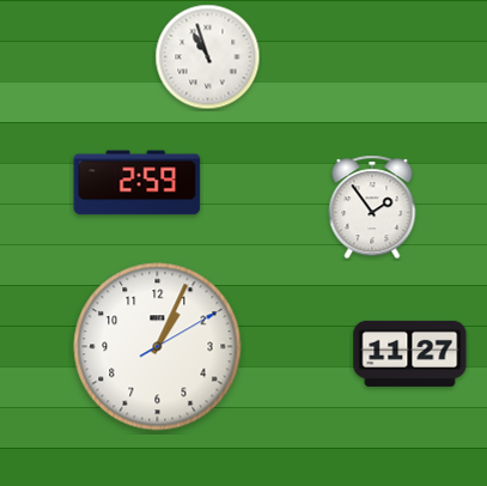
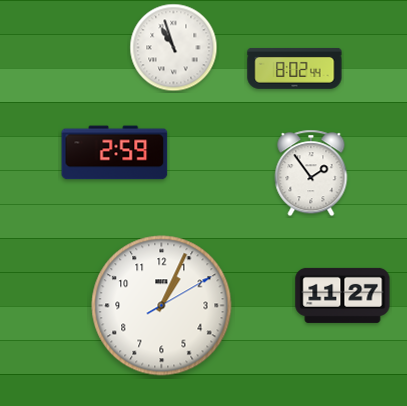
clock at (295, 68): none -> 8:02
clock at (158, 347) position: (158, 347) -> (162, 306)
